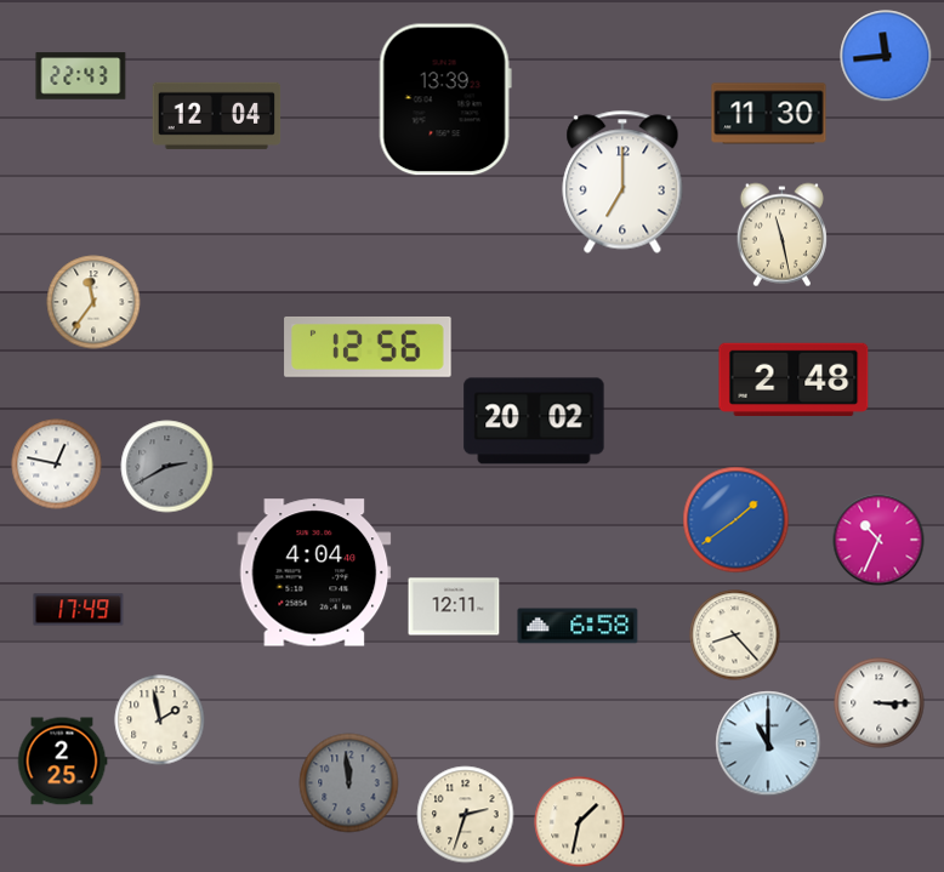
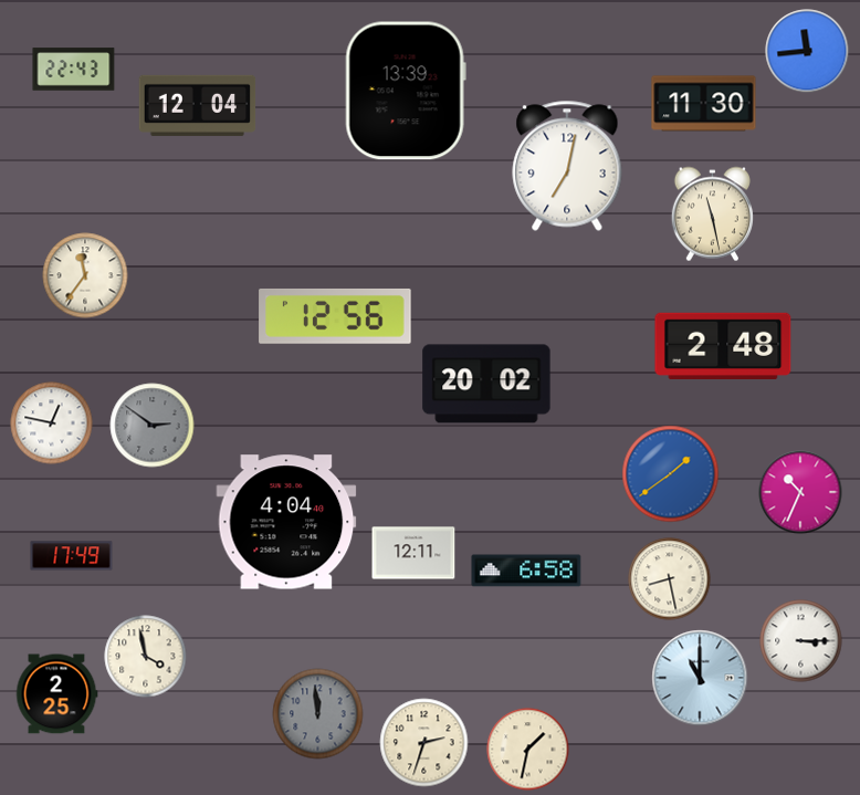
clock at (769, 114) position: (769, 114) -> (704, 104)
clock at (622, 182): 7:00 -> 7:02
clock at (167, 467): 2:40 -> 2:51
clock at (735, 636): 8:23 -> 8:28
clock at (160, 720): 1:58 -> 3:58
